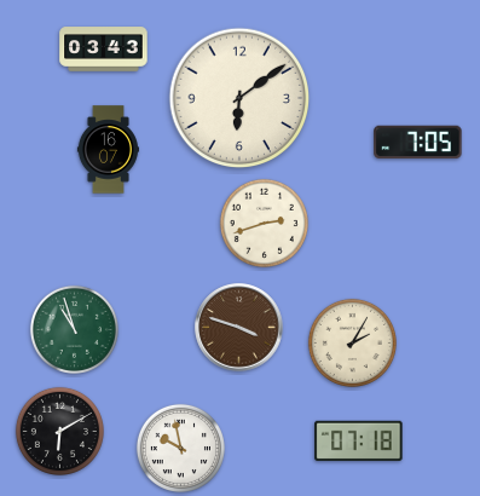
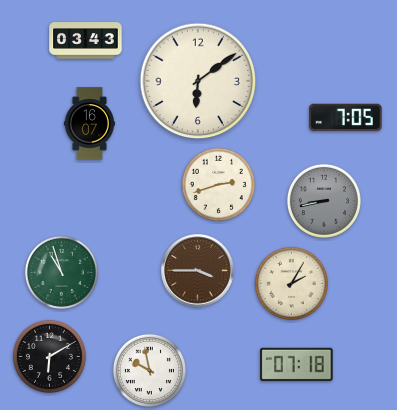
clock at (324, 201): none -> 8:43
clock at (239, 328): 3:48 -> 3:45
